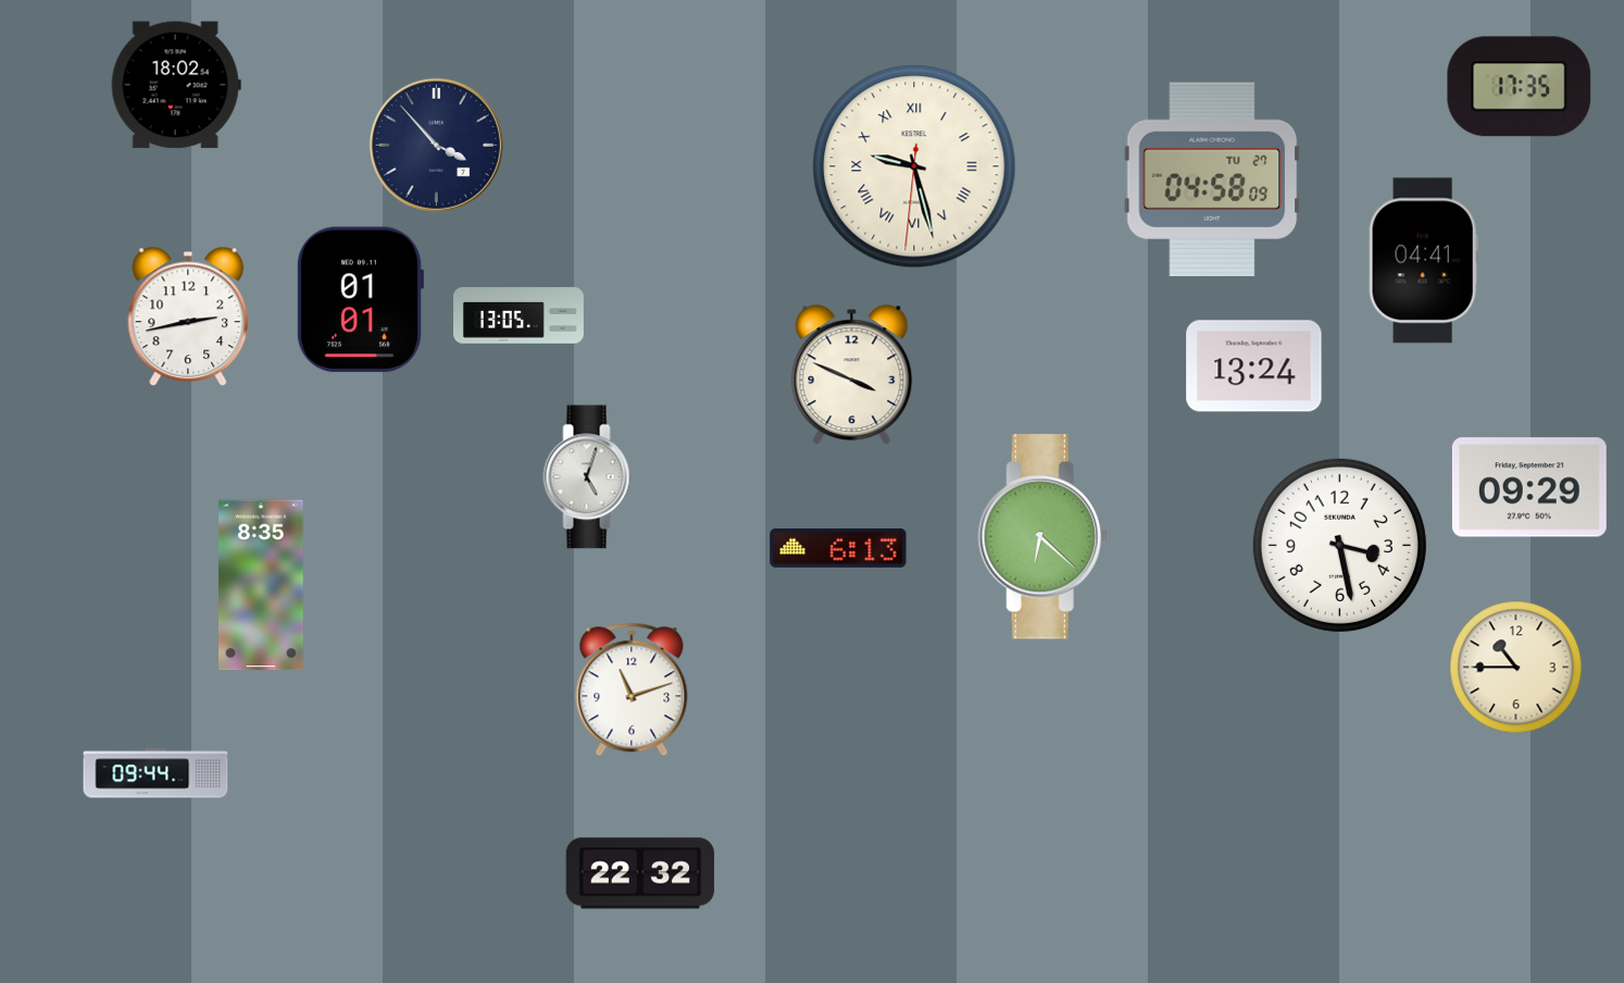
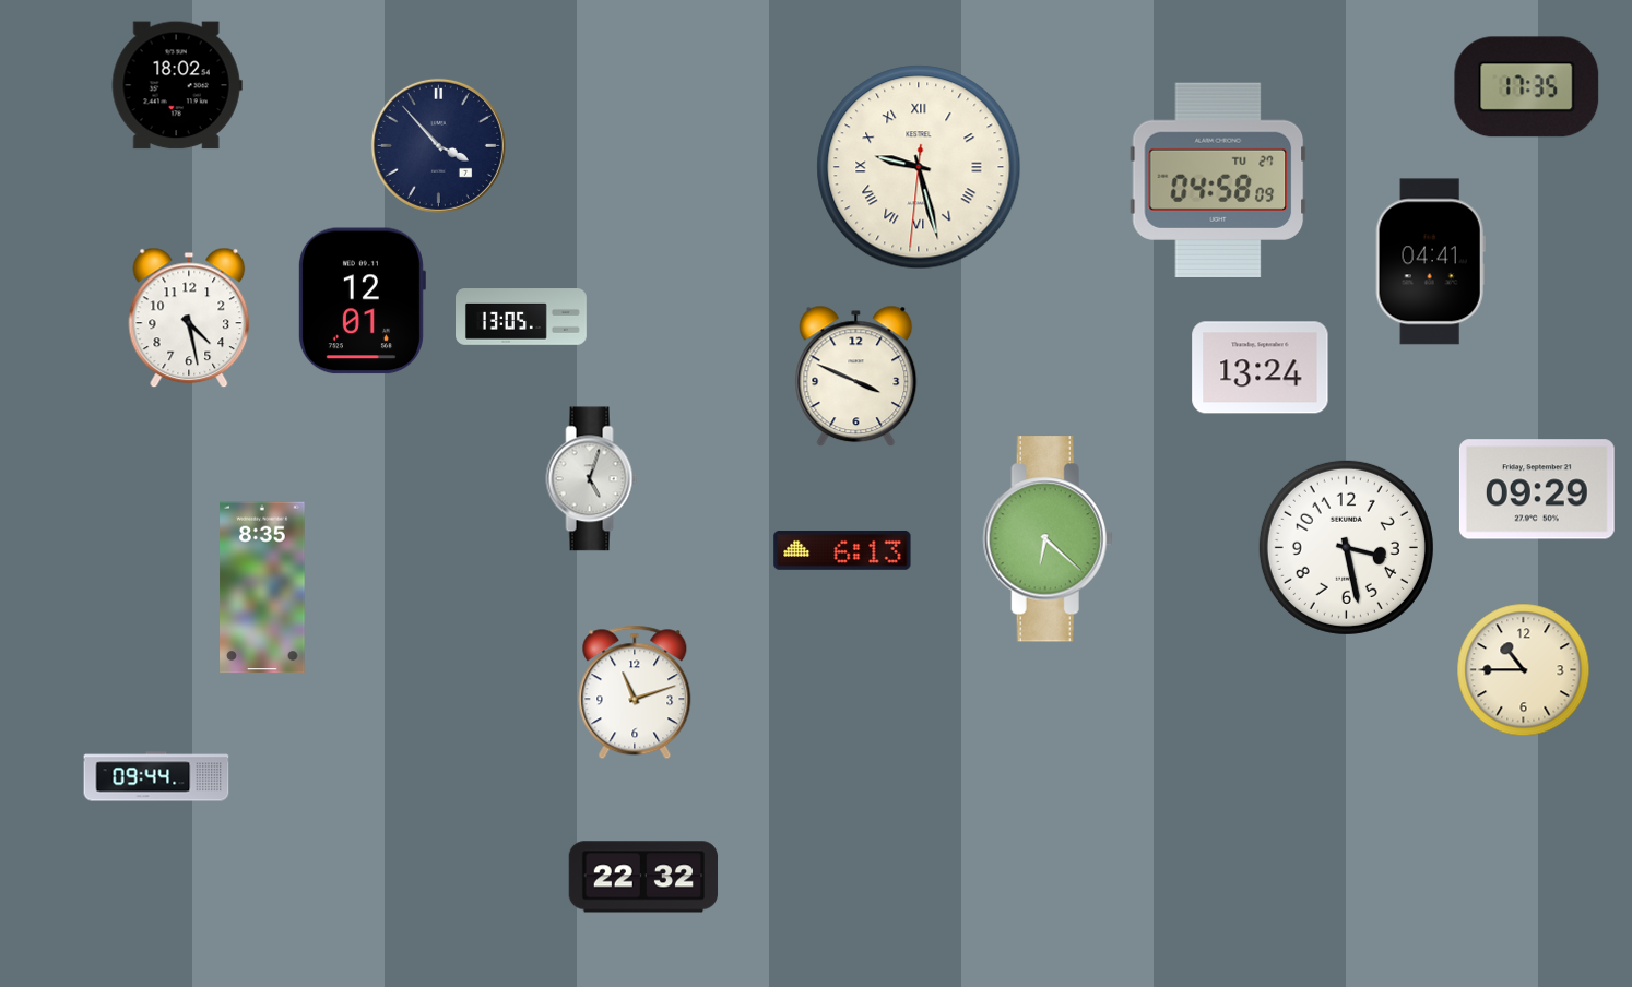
clock at (360, 300): 01:01 -> 12:01
clock at (188, 316): 2:43 -> 4:28
